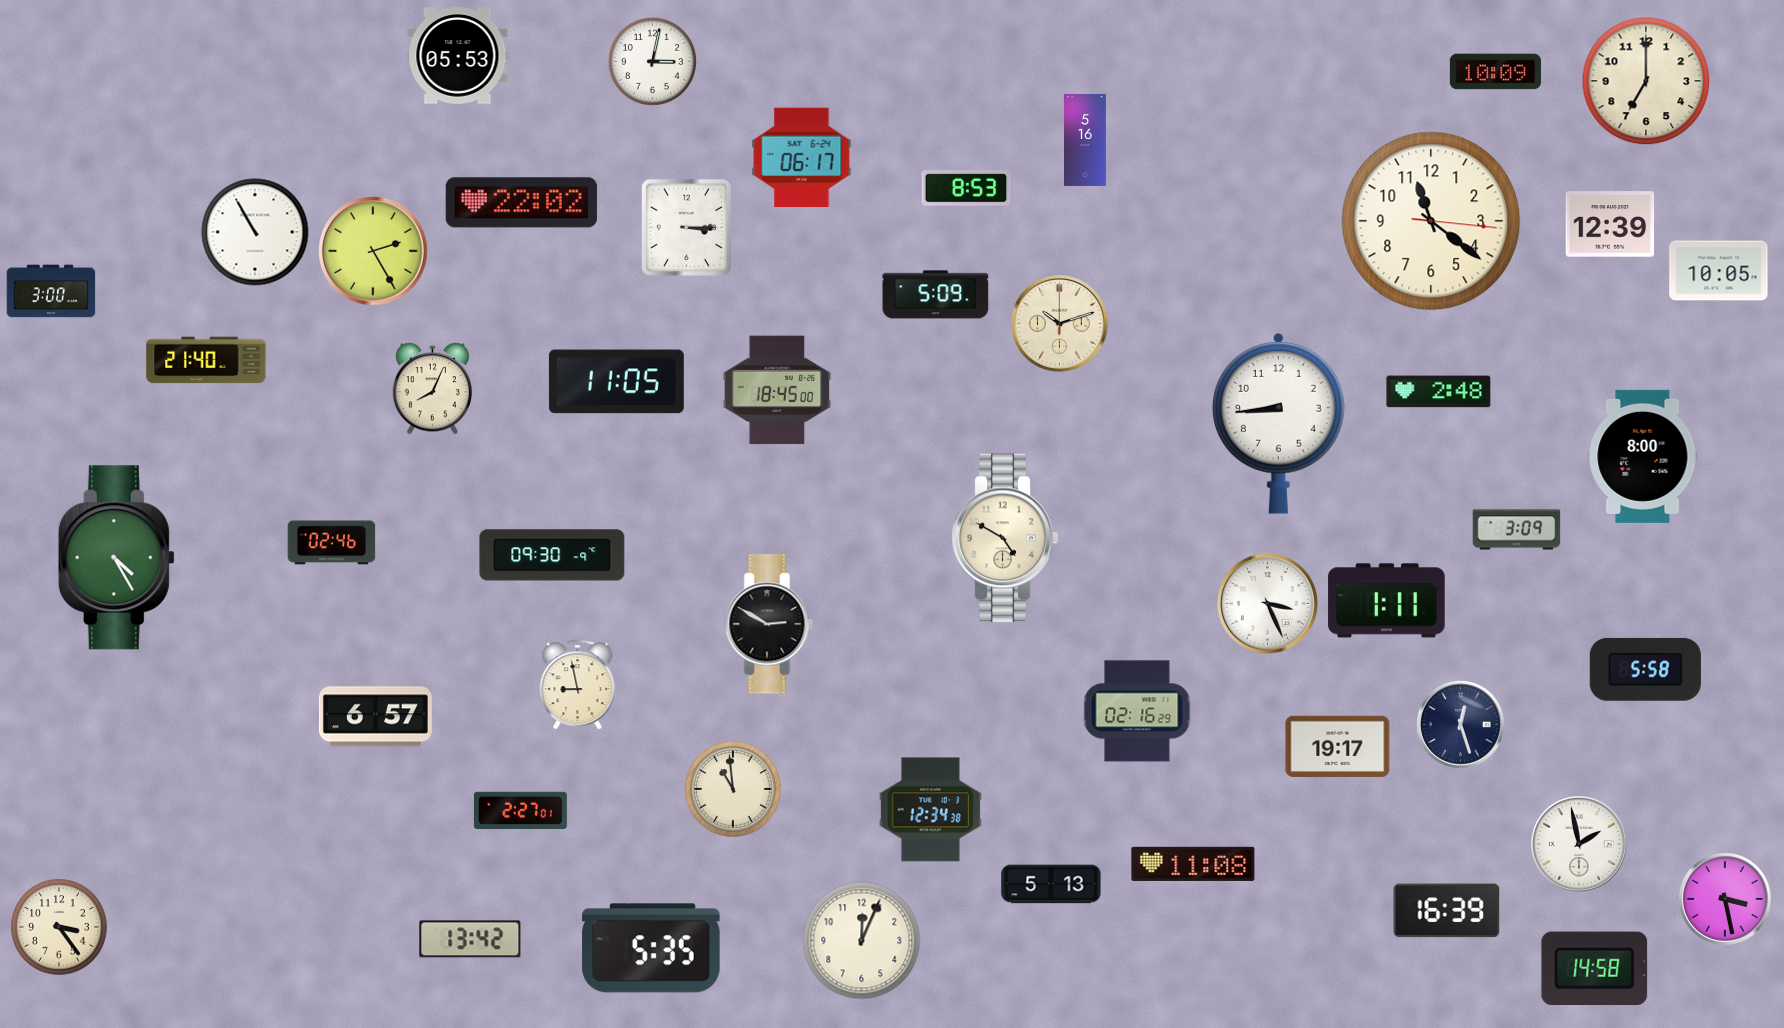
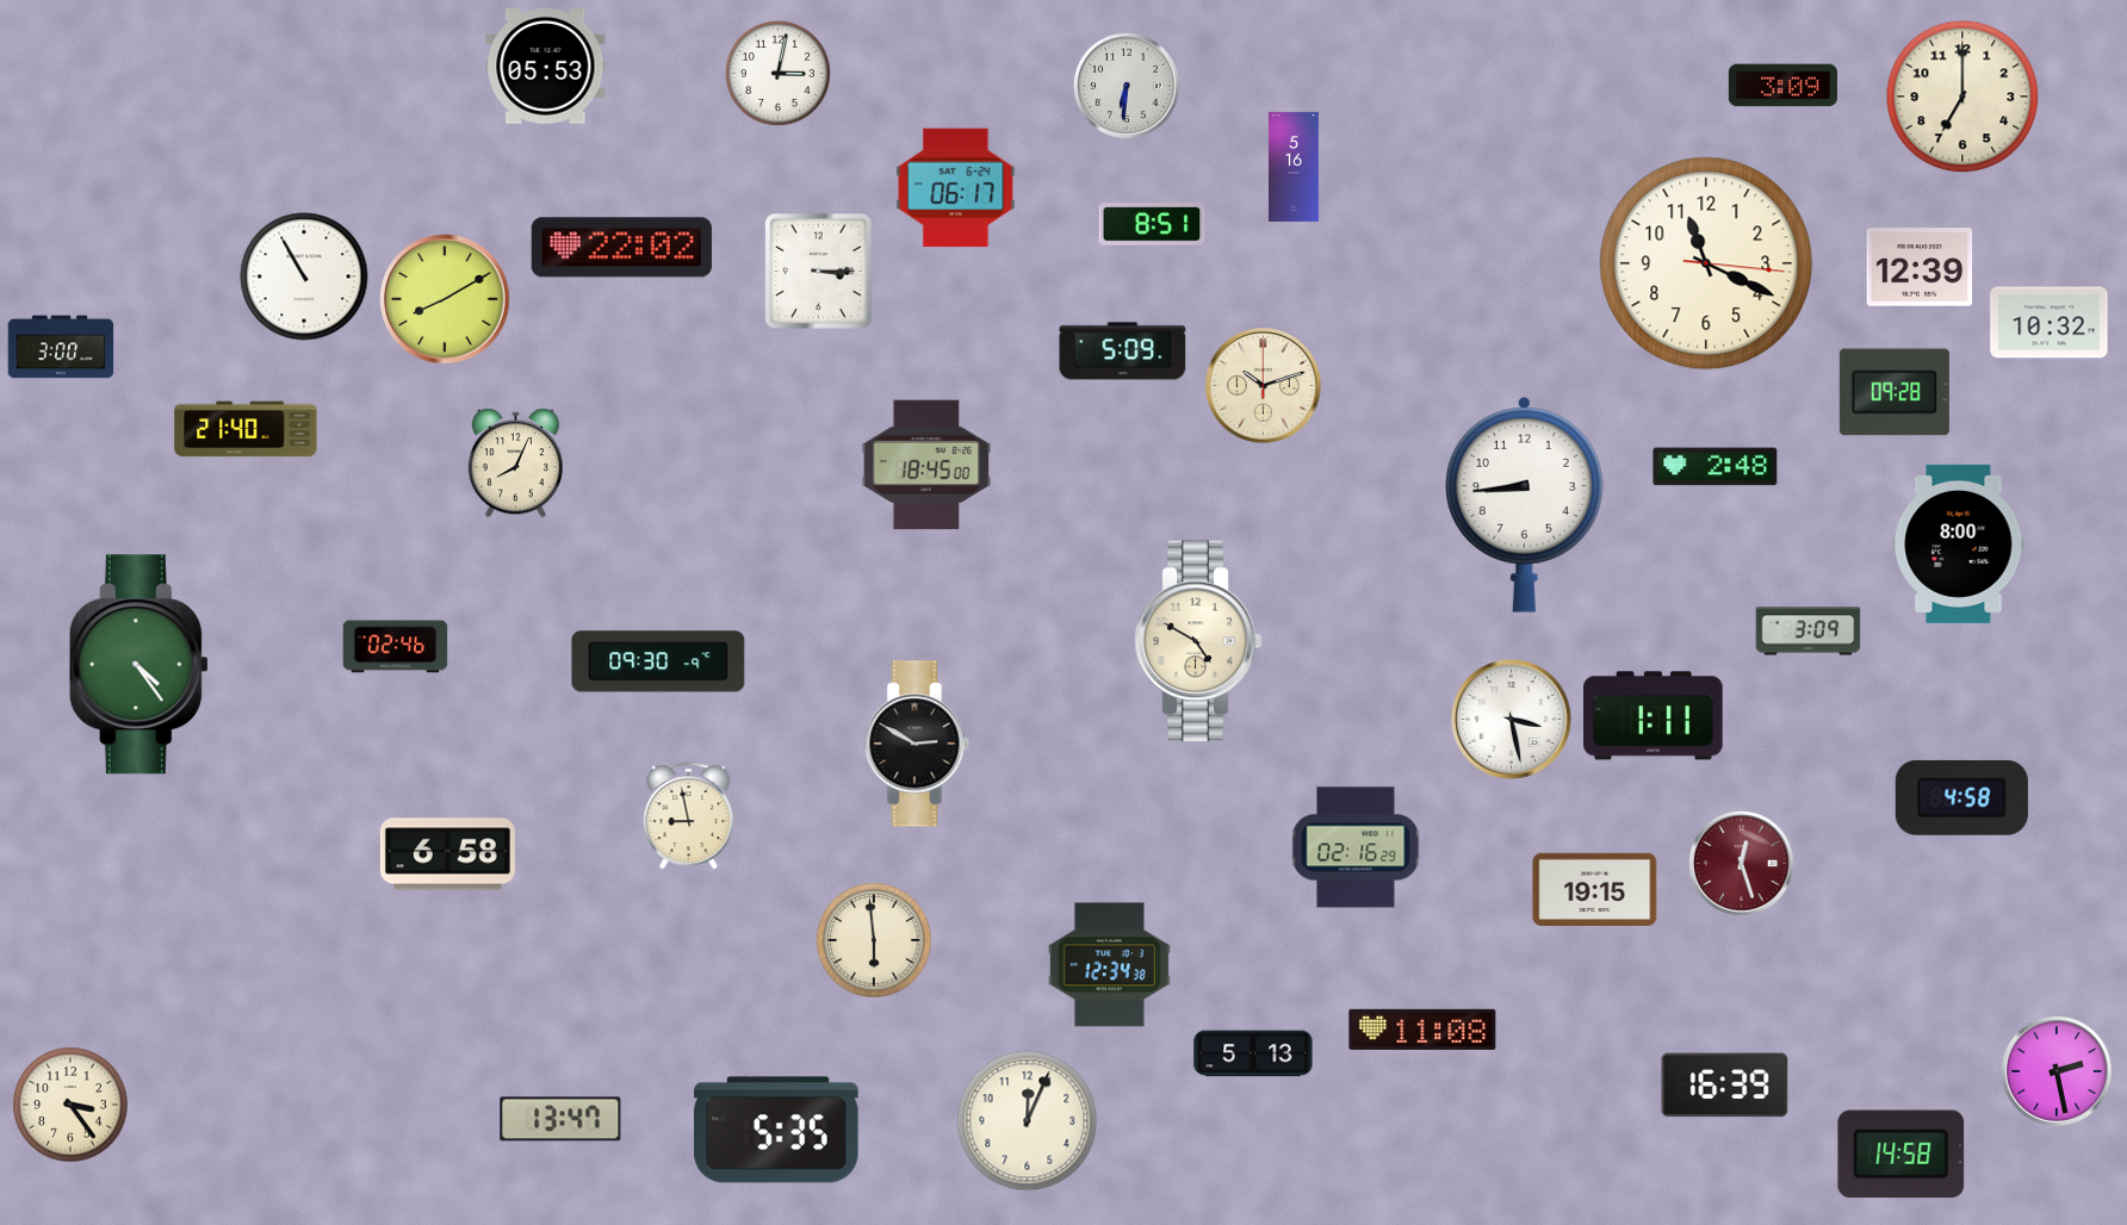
clock at (1127, 86): none -> 6:31
clock at (1495, 72): 10:09 -> 3:09
clock at (966, 188): 8:53 -> 8:51
clock at (521, 203) position: (521, 203) -> (621, 248)
clock at (1431, 221): 11:21 -> 11:19
clock at (373, 251): 2:25 -> 8:10
clock at (1719, 271): 10:05 -> 10:32
clock at (936, 295) position: (936, 295) -> (1123, 352)
clock at (1895, 392): none -> 09:28
clock at (616, 382): 11:05 -> none
clock at (116, 558): 4:25 -> 4:24
clock at (1268, 604): 3:26 -> 3:28
clock at (1645, 669): 5:58 -> 4:58
clock at (375, 717): 6:57 -> 6:58
clock at (1460, 724) dial: navy -> burgundy
clock at (1338, 746): 19:17 -> 19:15
clock at (733, 789): 10:59 -> 5:59
clock at (520, 810): 2:27 -> none
clock at (1580, 845): 1:58 -> none
clock at (1726, 900): 3:28 -> 2:28
clock at (470, 939): 13:42 -> 13:47
